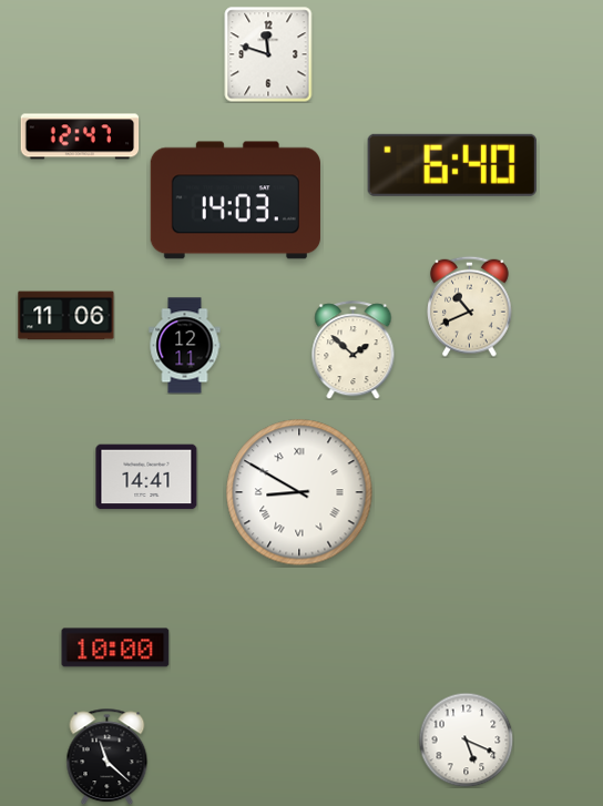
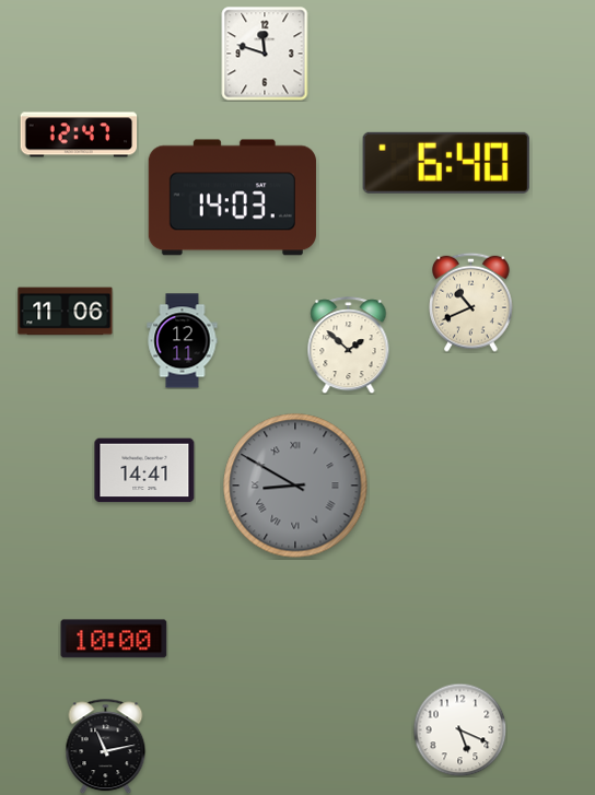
clock at (470, 306) position: (470, 306) -> (471, 302)
clock at (299, 492) dial: white -> grey
clock at (108, 756): 11:22 -> 11:13
